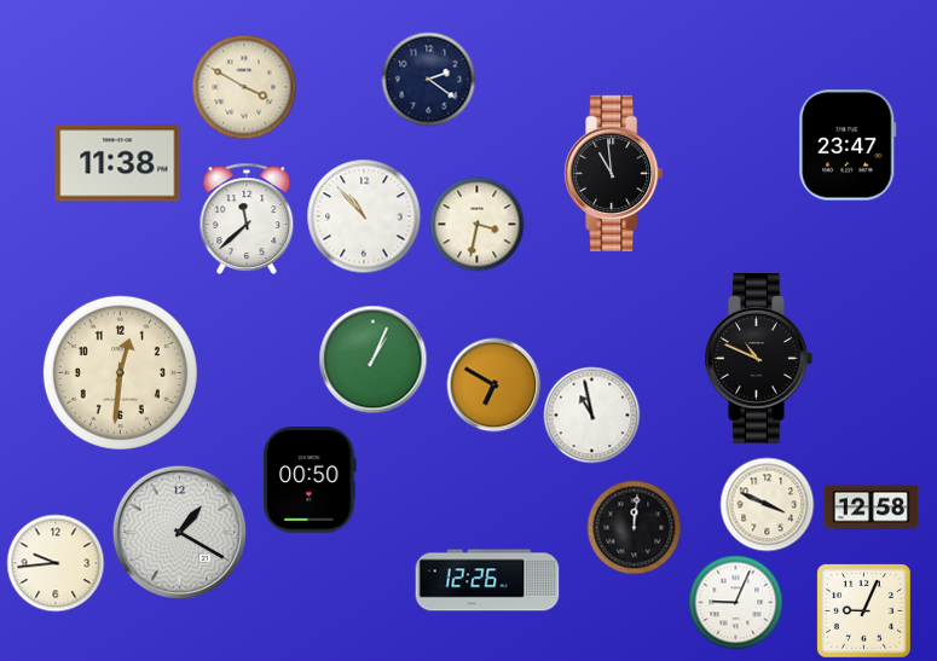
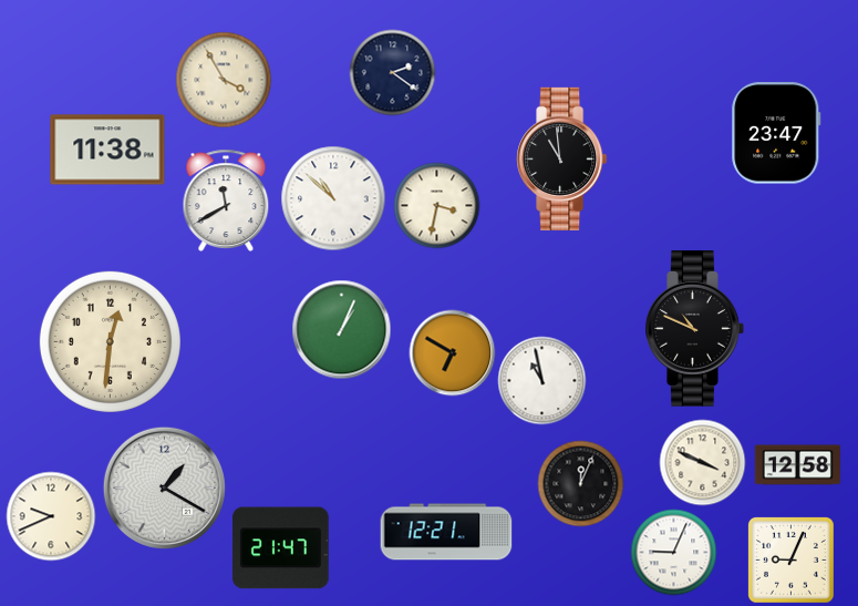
clock at (244, 87): 3:50 -> 3:55
clock at (364, 216): 10:53 -> 10:52
clock at (247, 219): 11:38 -> 11:40
clock at (310, 480): 00:50 -> none
clock at (634, 527): 12:01 -> 12:04
clock at (56, 563): 9:44 -> 9:41
clock at (487, 580): 12:26 -> 12:21
clock at (281, 548): none -> 21:47
